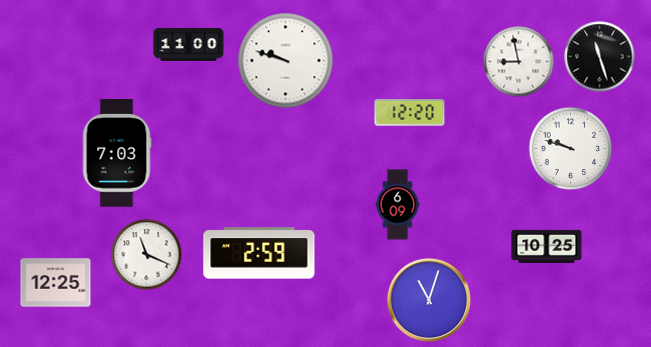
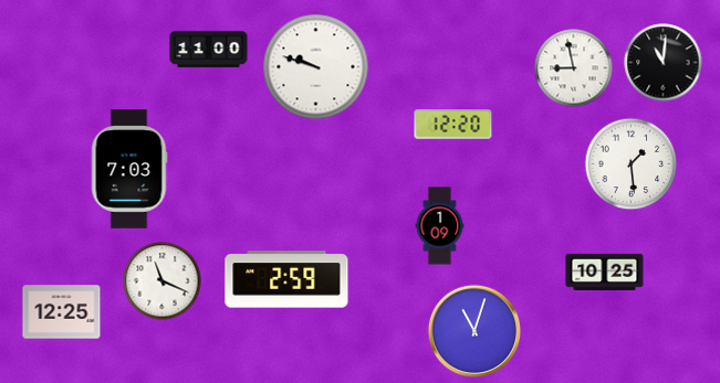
clock at (600, 57): 11:27 -> 11:01
clock at (571, 149): 9:48 -> 1:29
clock at (398, 205): 6:09 -> 1:09
